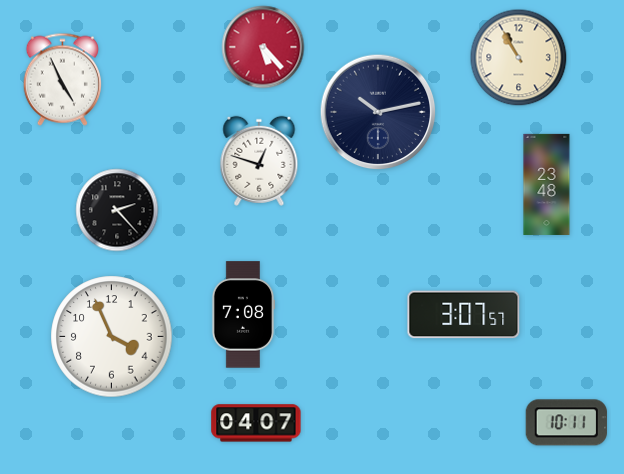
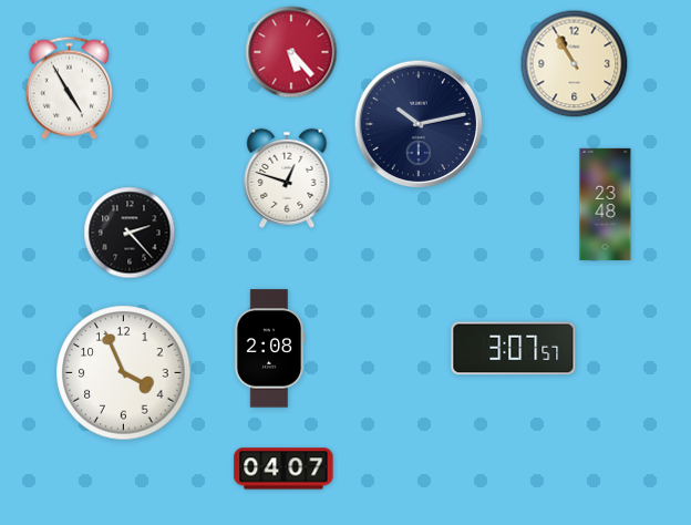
clock at (62, 79): 4:56 -> 4:55
clock at (243, 315): 7:08 -> 2:08
clock at (566, 423): 10:11 -> none
